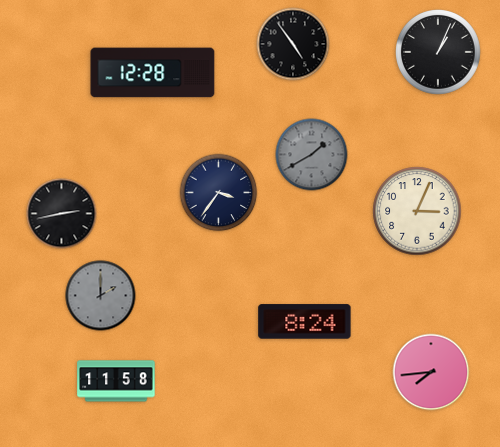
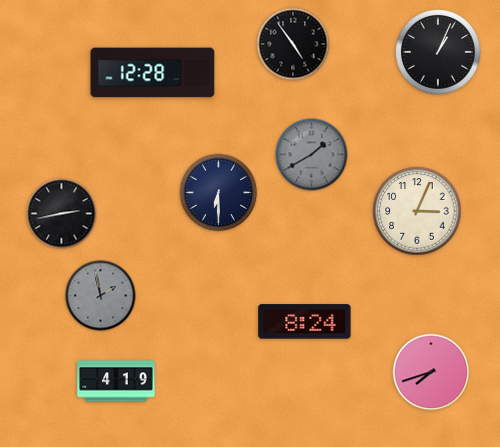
clock at (219, 193): 3:36 -> 6:30
clock at (101, 296): 2:00 -> 1:58
clock at (431, 372): 7:44 -> 7:42
clock at (116, 381): 11:58 -> 4:19
